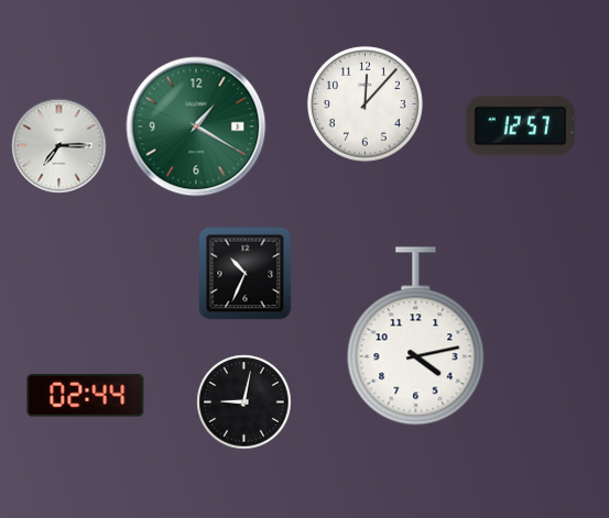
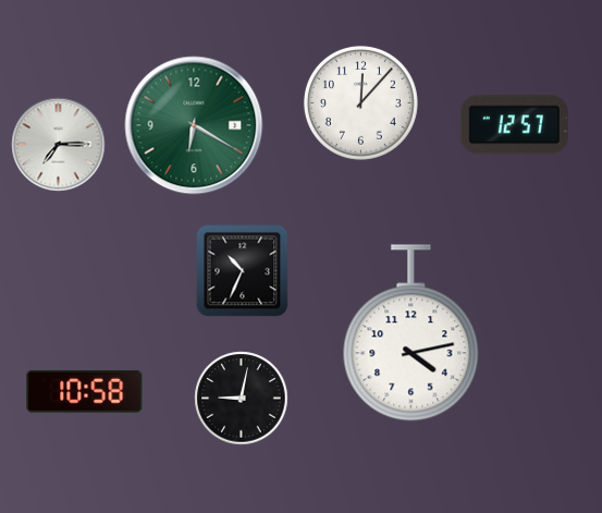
clock at (196, 126): 1:20 -> 6:20
clock at (86, 395): 02:44 -> 10:58
